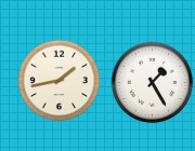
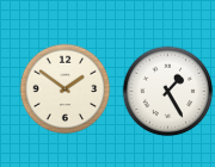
clock at (60, 81): 1:43 -> 1:51
